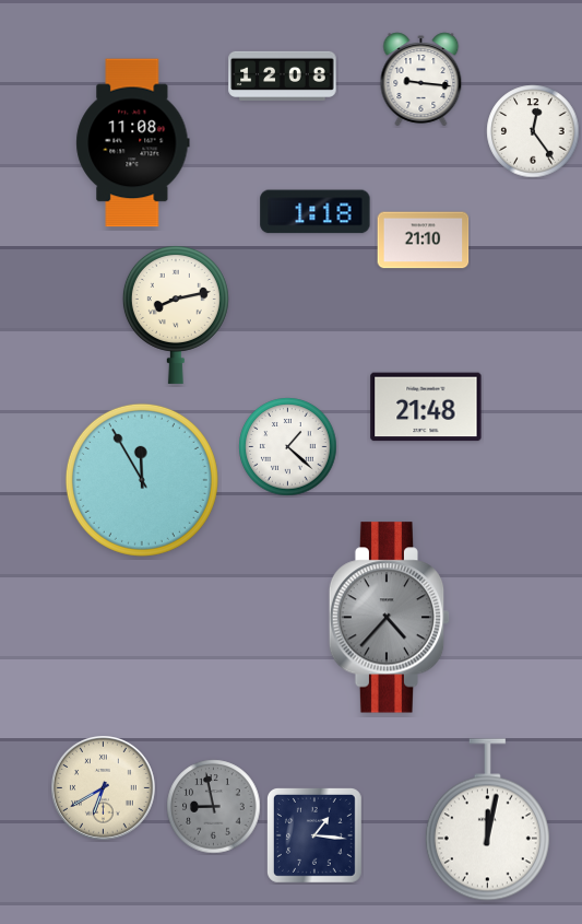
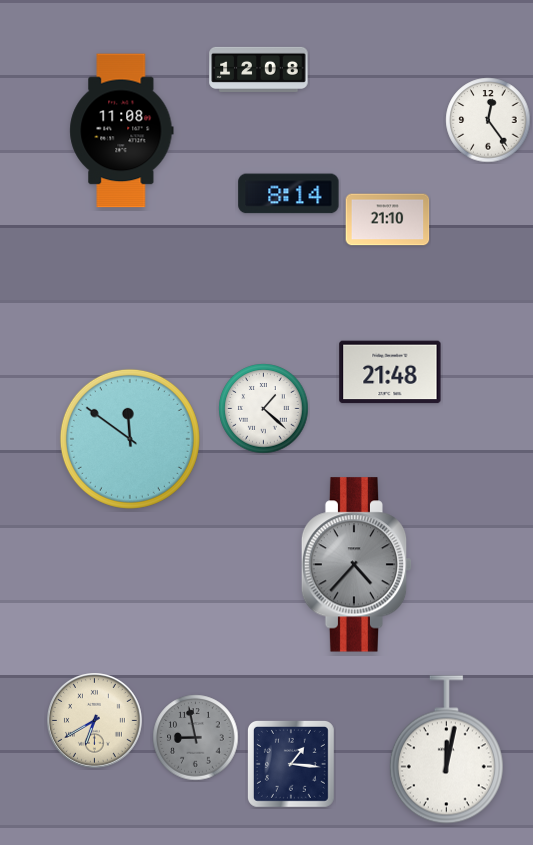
clock at (421, 80): 9:16 -> none
clock at (316, 212): 1:18 -> 8:14
clock at (176, 315): 8:13 -> none
clock at (142, 480): 11:55 -> 11:51
clock at (314, 835) position: (314, 835) -> (291, 764)
